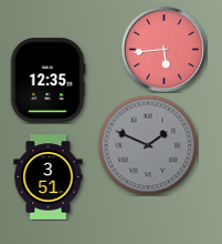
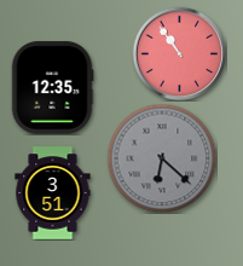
clock at (163, 49): 5:44 -> 10:54
clock at (148, 145): 1:49 -> 6:22
